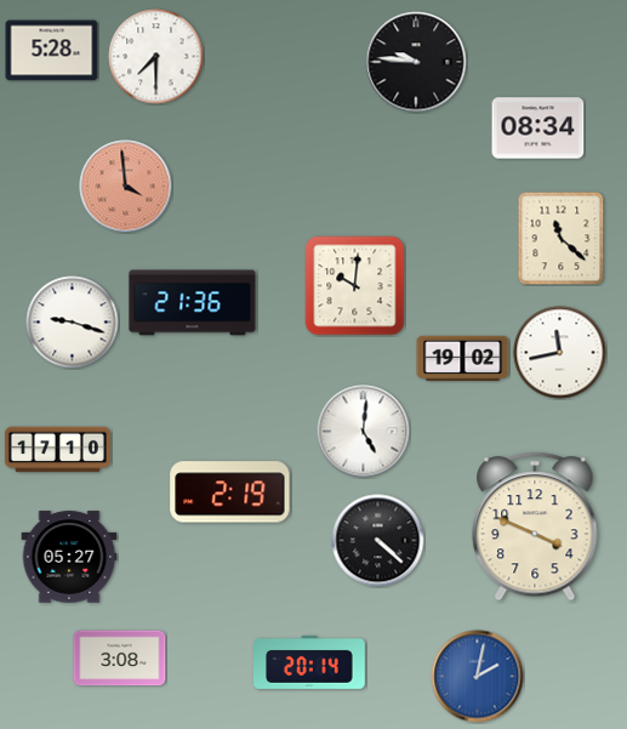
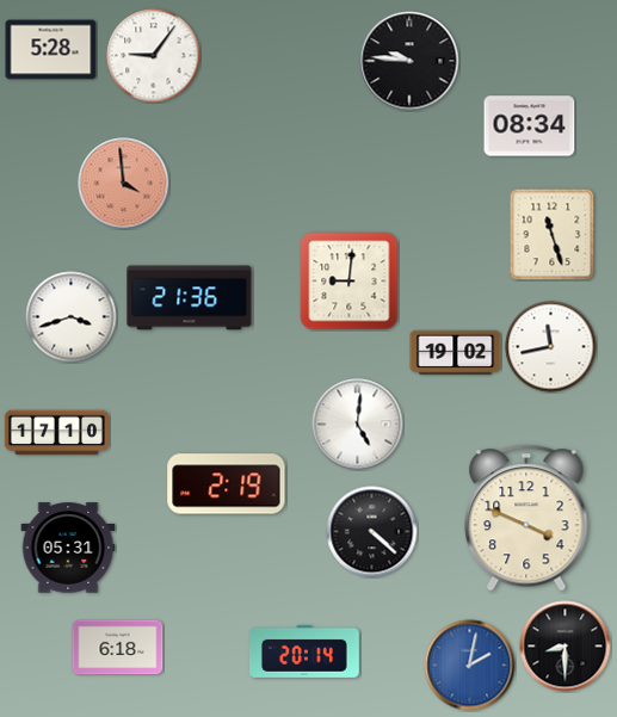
clock at (156, 57): 7:30 -> 9:06
clock at (562, 238): 11:22 -> 11:27
clock at (355, 286): 10:01 -> 9:01
clock at (73, 323): 9:18 -> 3:42
clock at (57, 450) position: (57, 450) -> (56, 433)
clock at (69, 557): 05:27 -> 05:31
clock at (566, 647): none -> 8:30
clock at (120, 659): 3:08 -> 6:18
